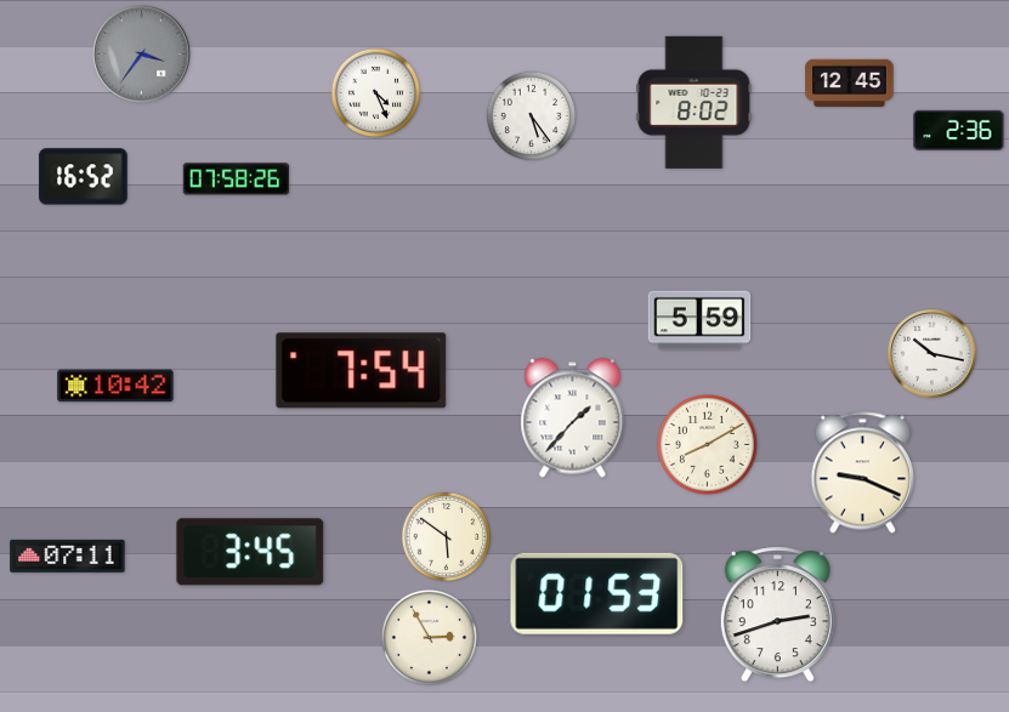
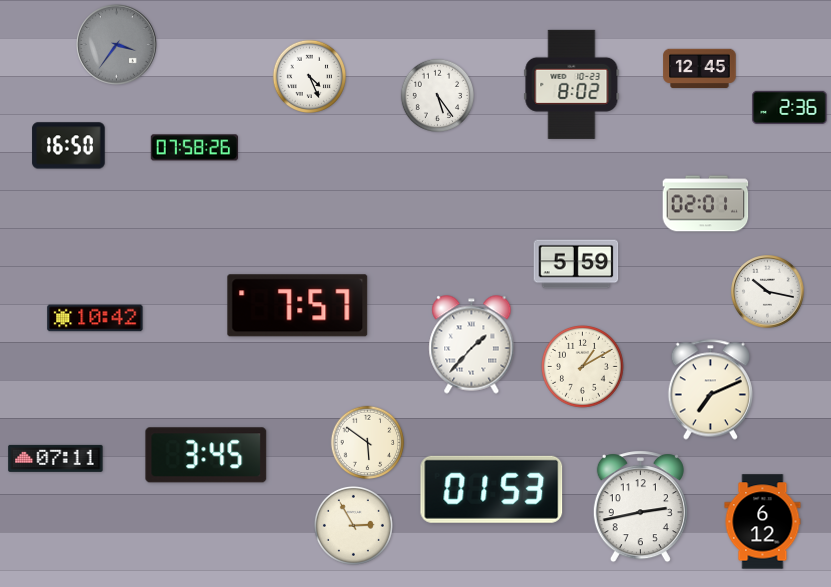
clock at (84, 177): 16:52 -> 16:50
clock at (706, 204): none -> 02:01
clock at (362, 371): 7:54 -> 7:57
clock at (708, 445): 8:10 -> 1:10
clock at (862, 473): 9:19 -> 7:11
clock at (777, 615): 2:42 -> 2:43
clock at (763, 522): none -> 6:12
